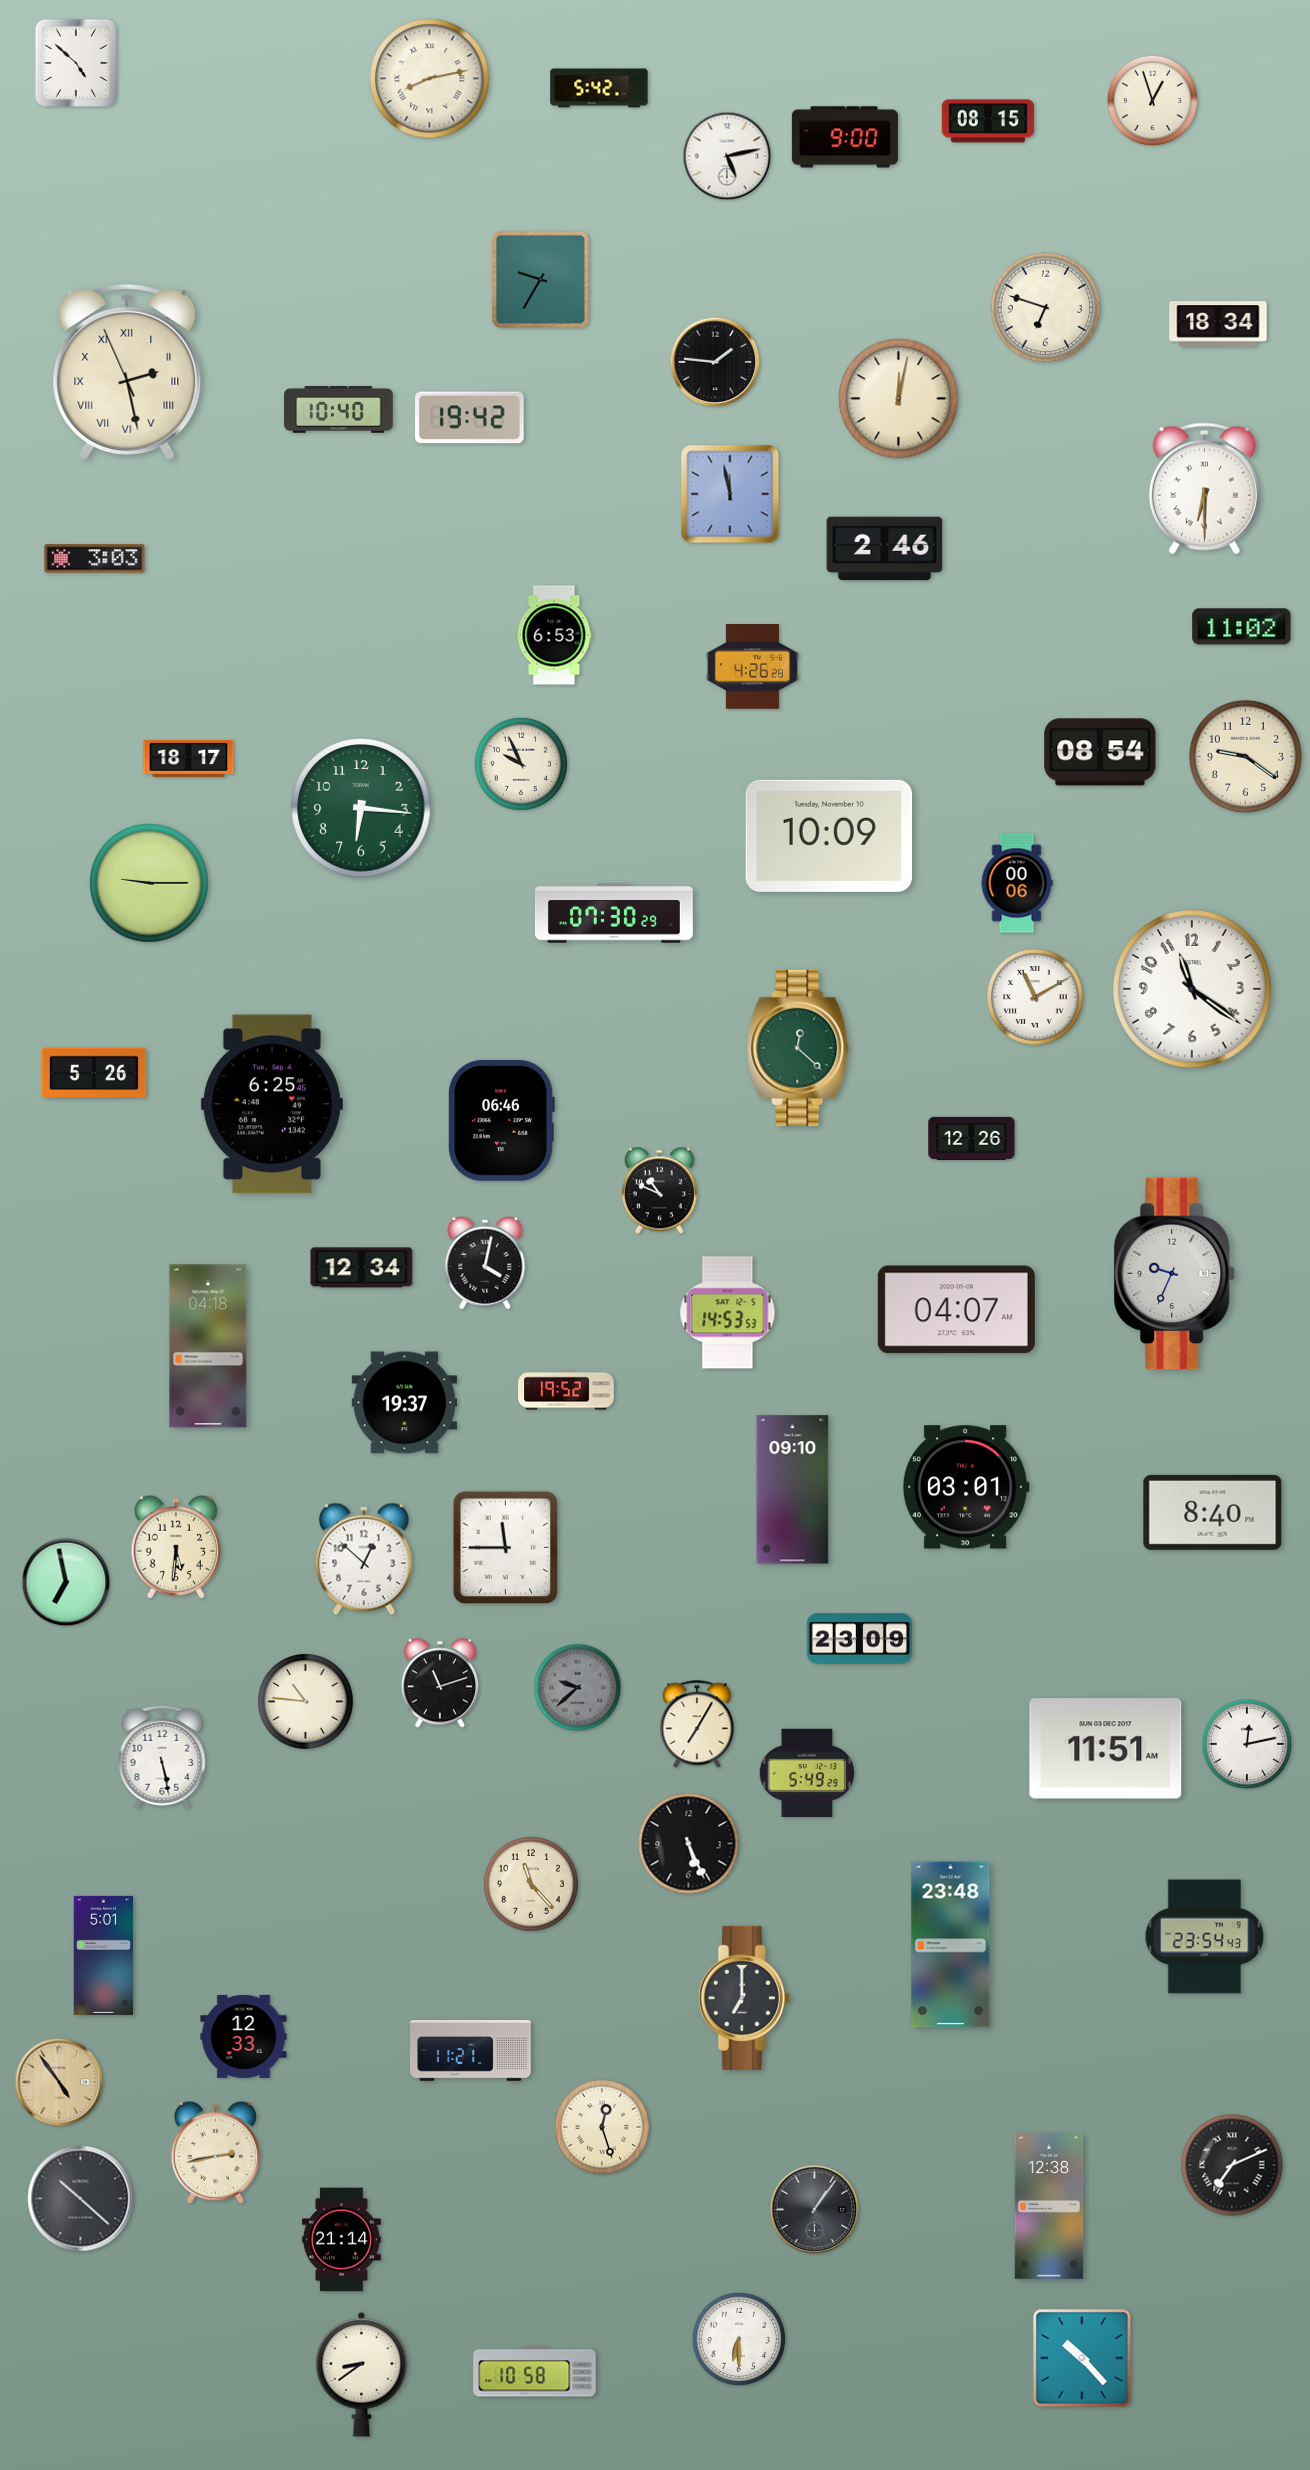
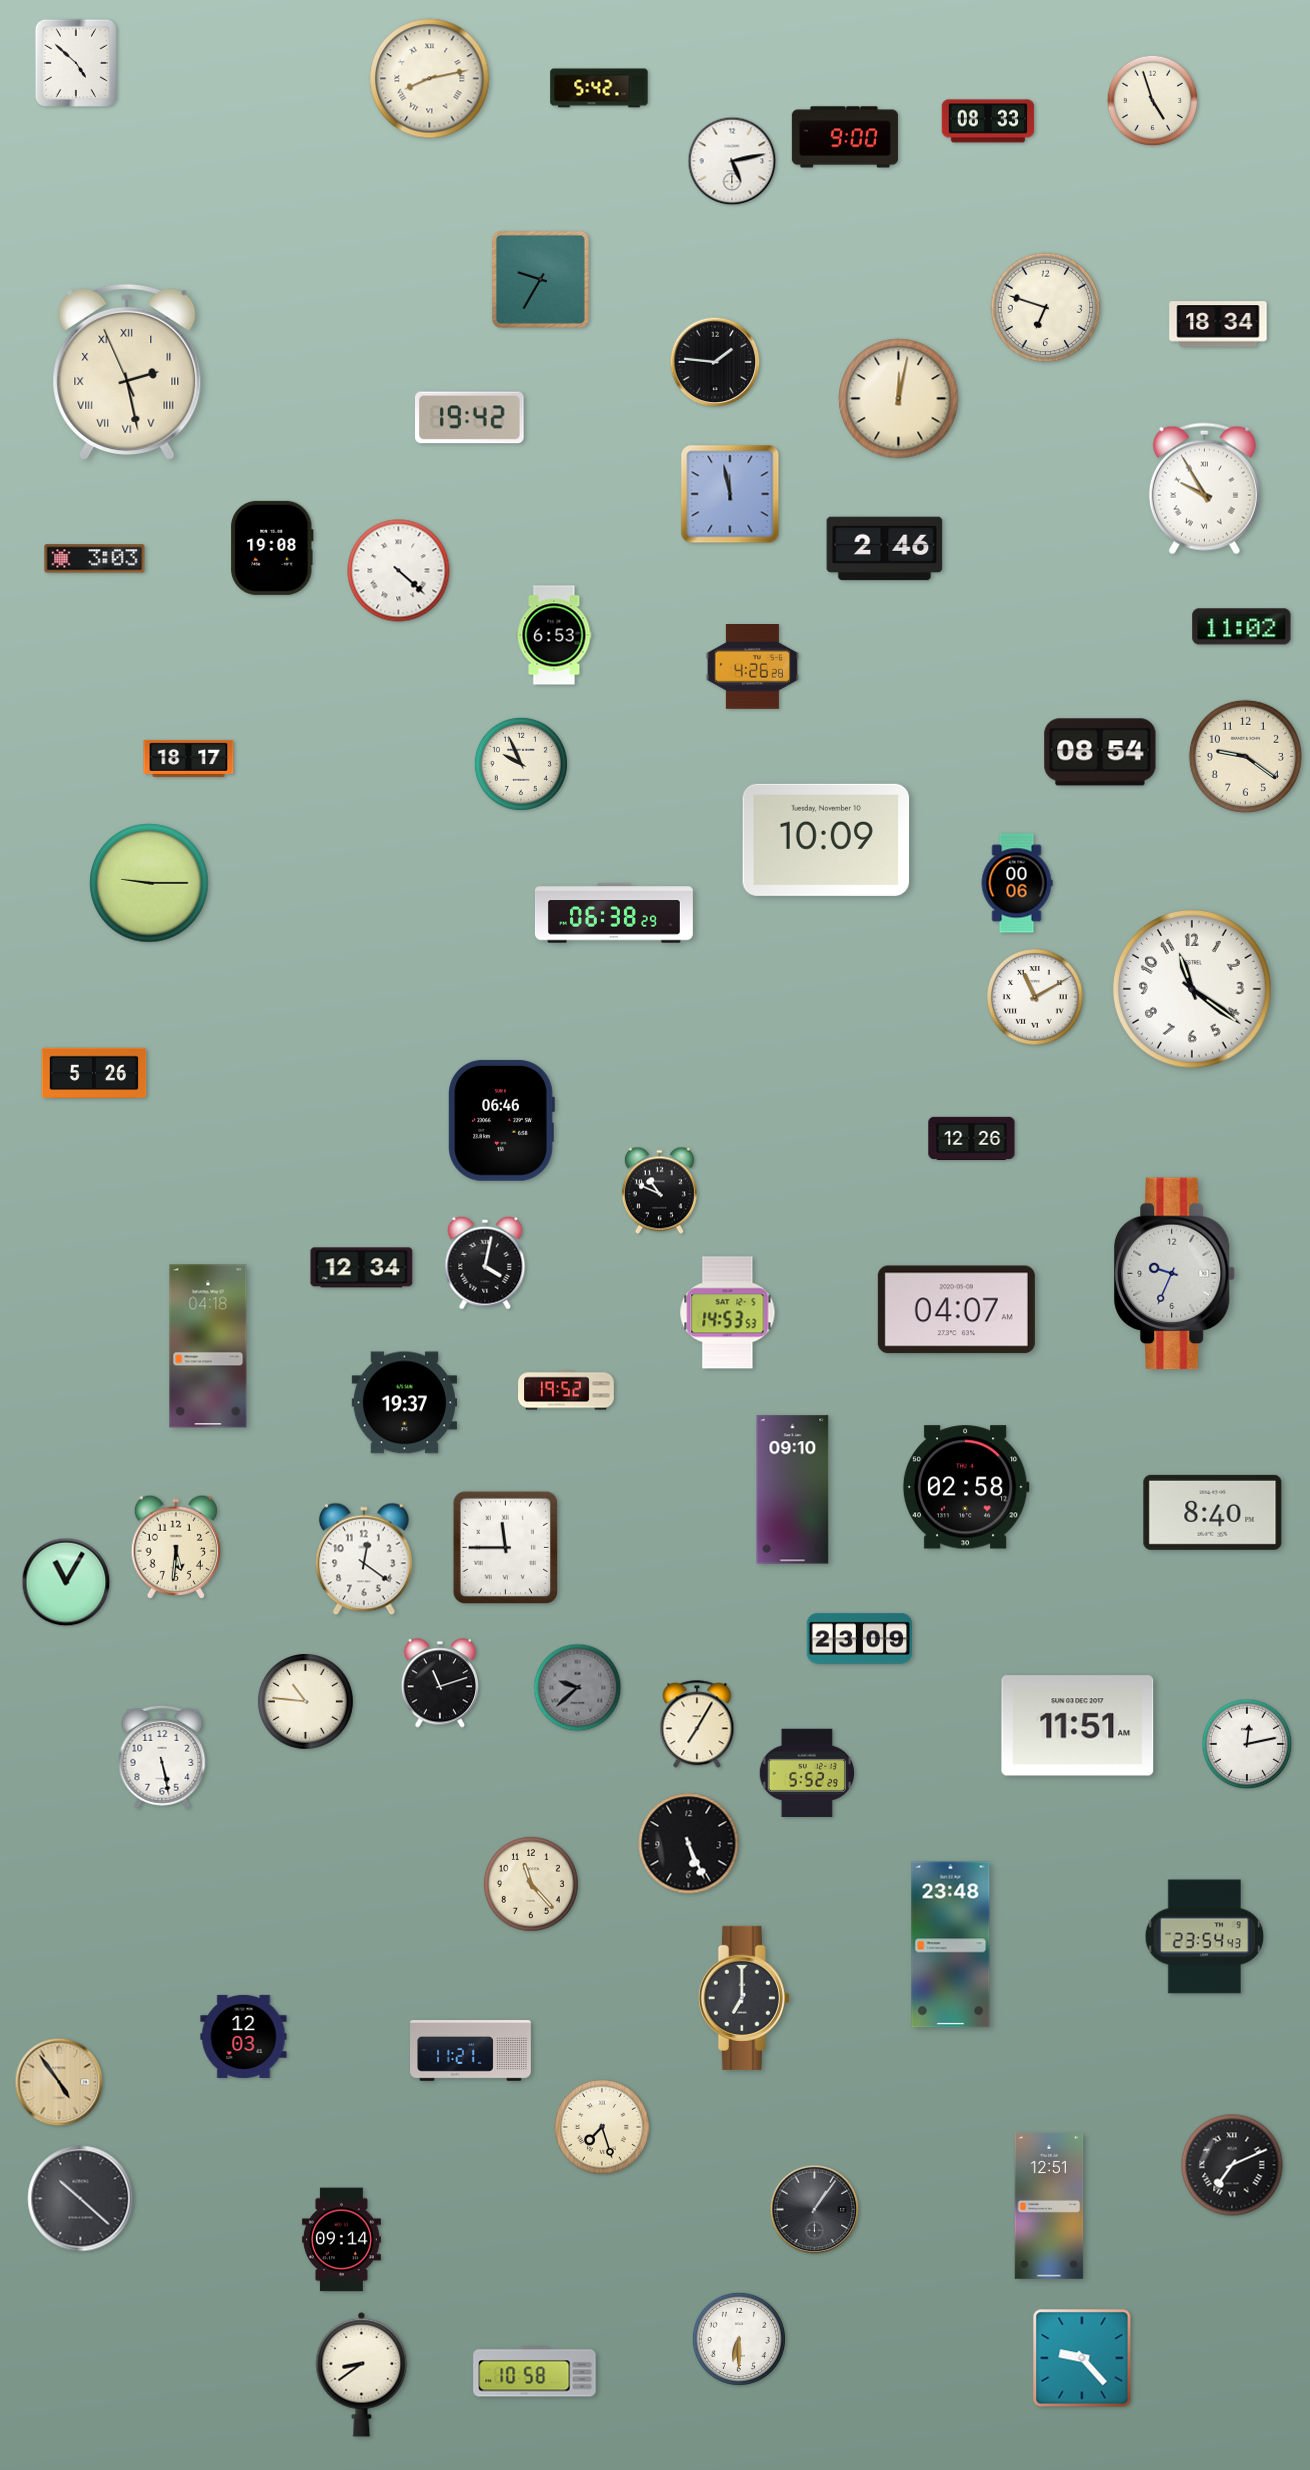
clock at (1153, 101): 12:57 -> 4:57
clock at (988, 121): 08:15 -> 08:33
clock at (727, 156) position: (727, 156) -> (732, 161)
clock at (339, 410): 10:40 -> none
clock at (1204, 489): 6:30 -> 9:55
clock at (272, 548): none -> 19:08
clock at (399, 571): none -> 4:22
clock at (361, 808): 6:16 -> none
clock at (829, 836) position: (829, 836) -> (826, 840)
clock at (614, 913): 07:30 -> 06:38
clock at (799, 1048): 12:22 -> none
clock at (272, 1104): 6:25 -> none
clock at (966, 1487): 03:01 -> 02:58
clock at (364, 1559): 12:52 -> 12:21
clock at (66, 1582): 6:58 -> 11:05
clock at (1106, 1749) position: (1106, 1749) -> (1078, 1726)
clock at (806, 1772): 5:49 -> 5:52
clock at (104, 1955): 5:01 -> none
clock at (244, 2036): 12:33 -> 12:03
clock at (602, 2127): 12:27 -> 7:27
clock at (215, 2152): 2:43 -> none
clock at (1049, 2207): 12:38 -> 12:51
clock at (341, 2240): 21:14 -> 09:14
clock at (1082, 2358): 10:23 -> 9:23
